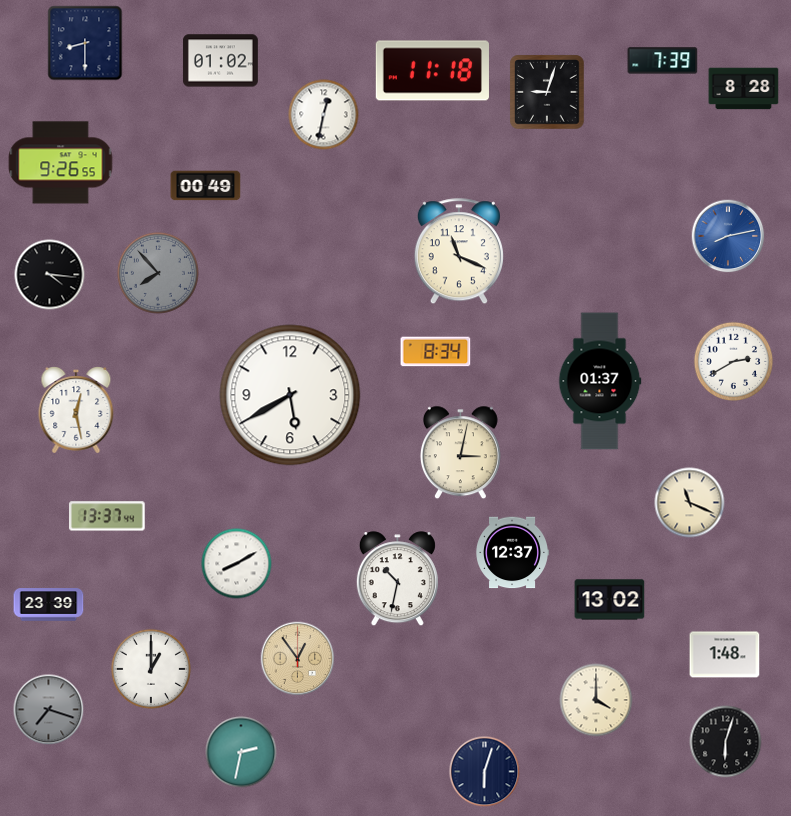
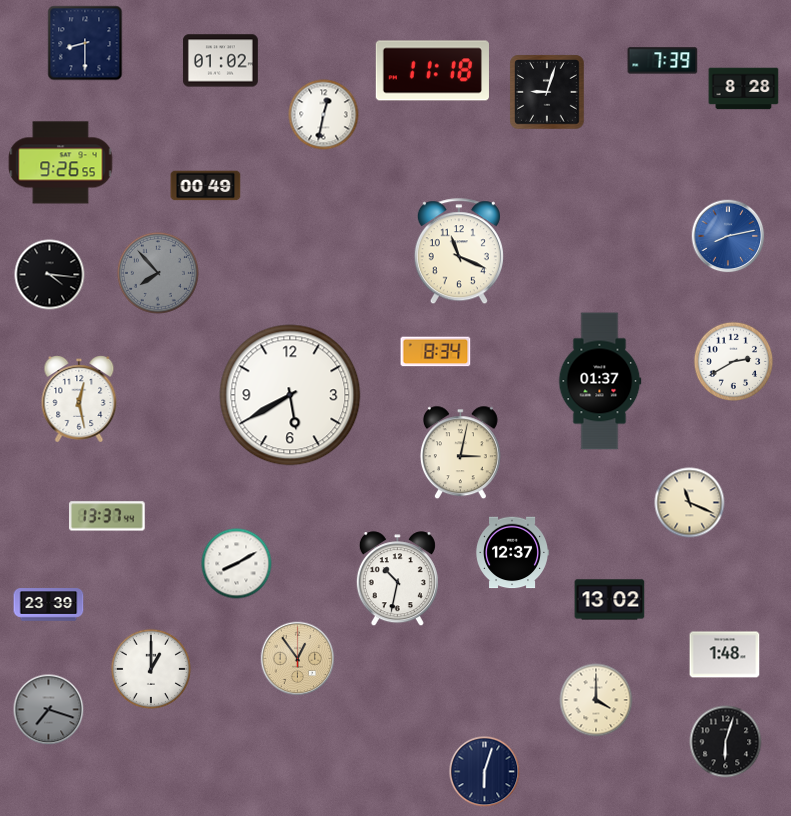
clock at (76, 410) position: (76, 410) -> (79, 399)
clock at (241, 752): 2:32 -> none
